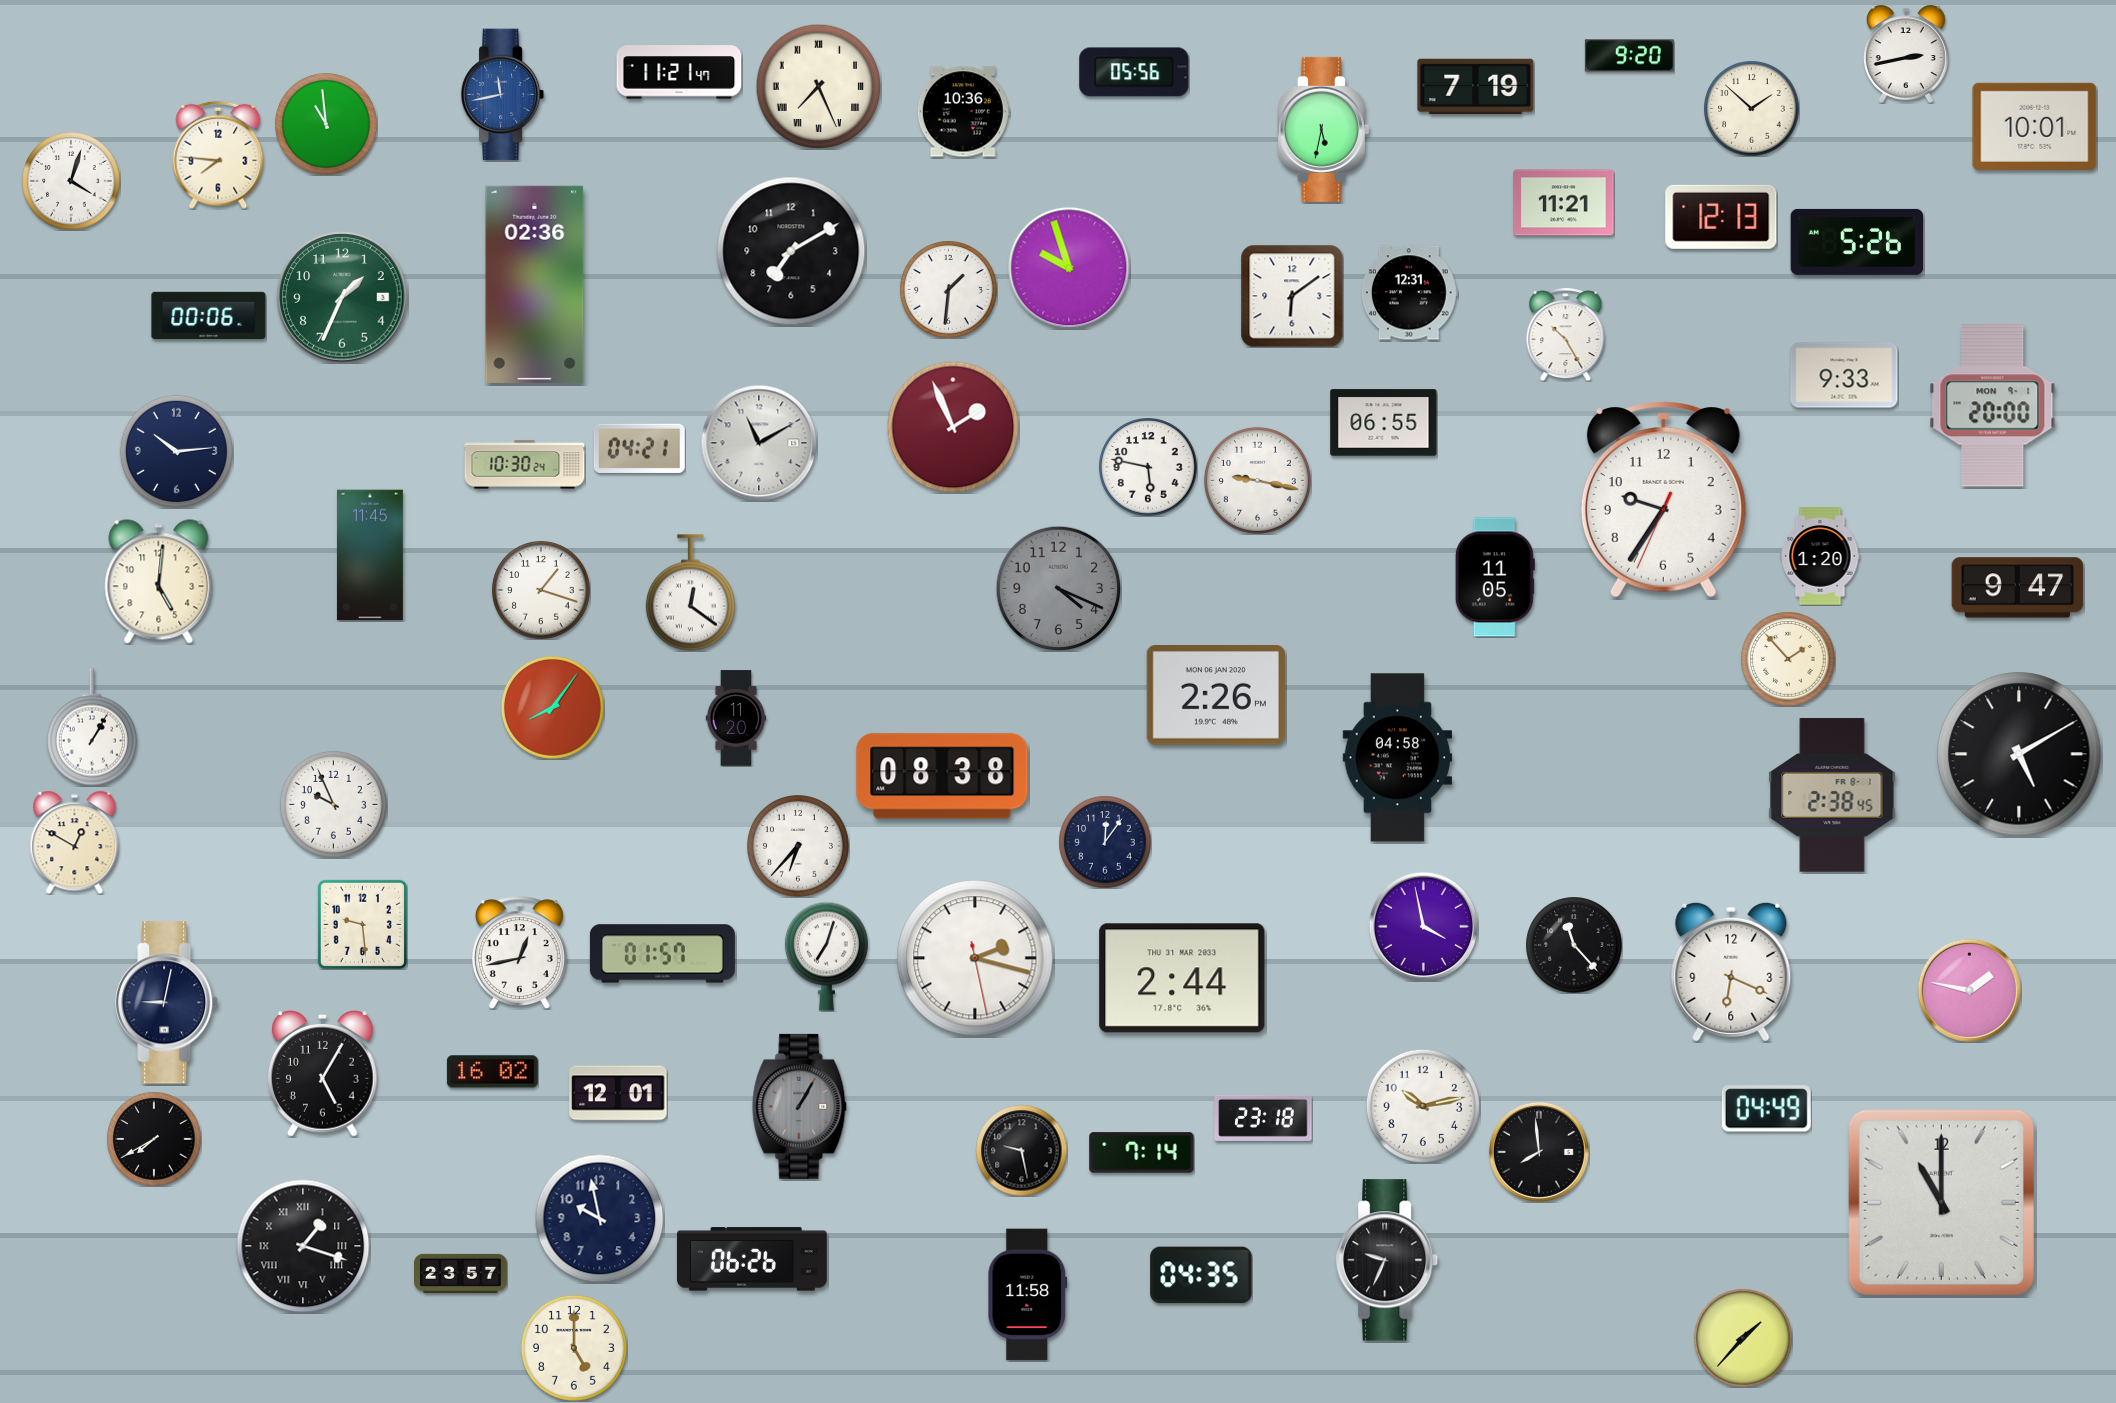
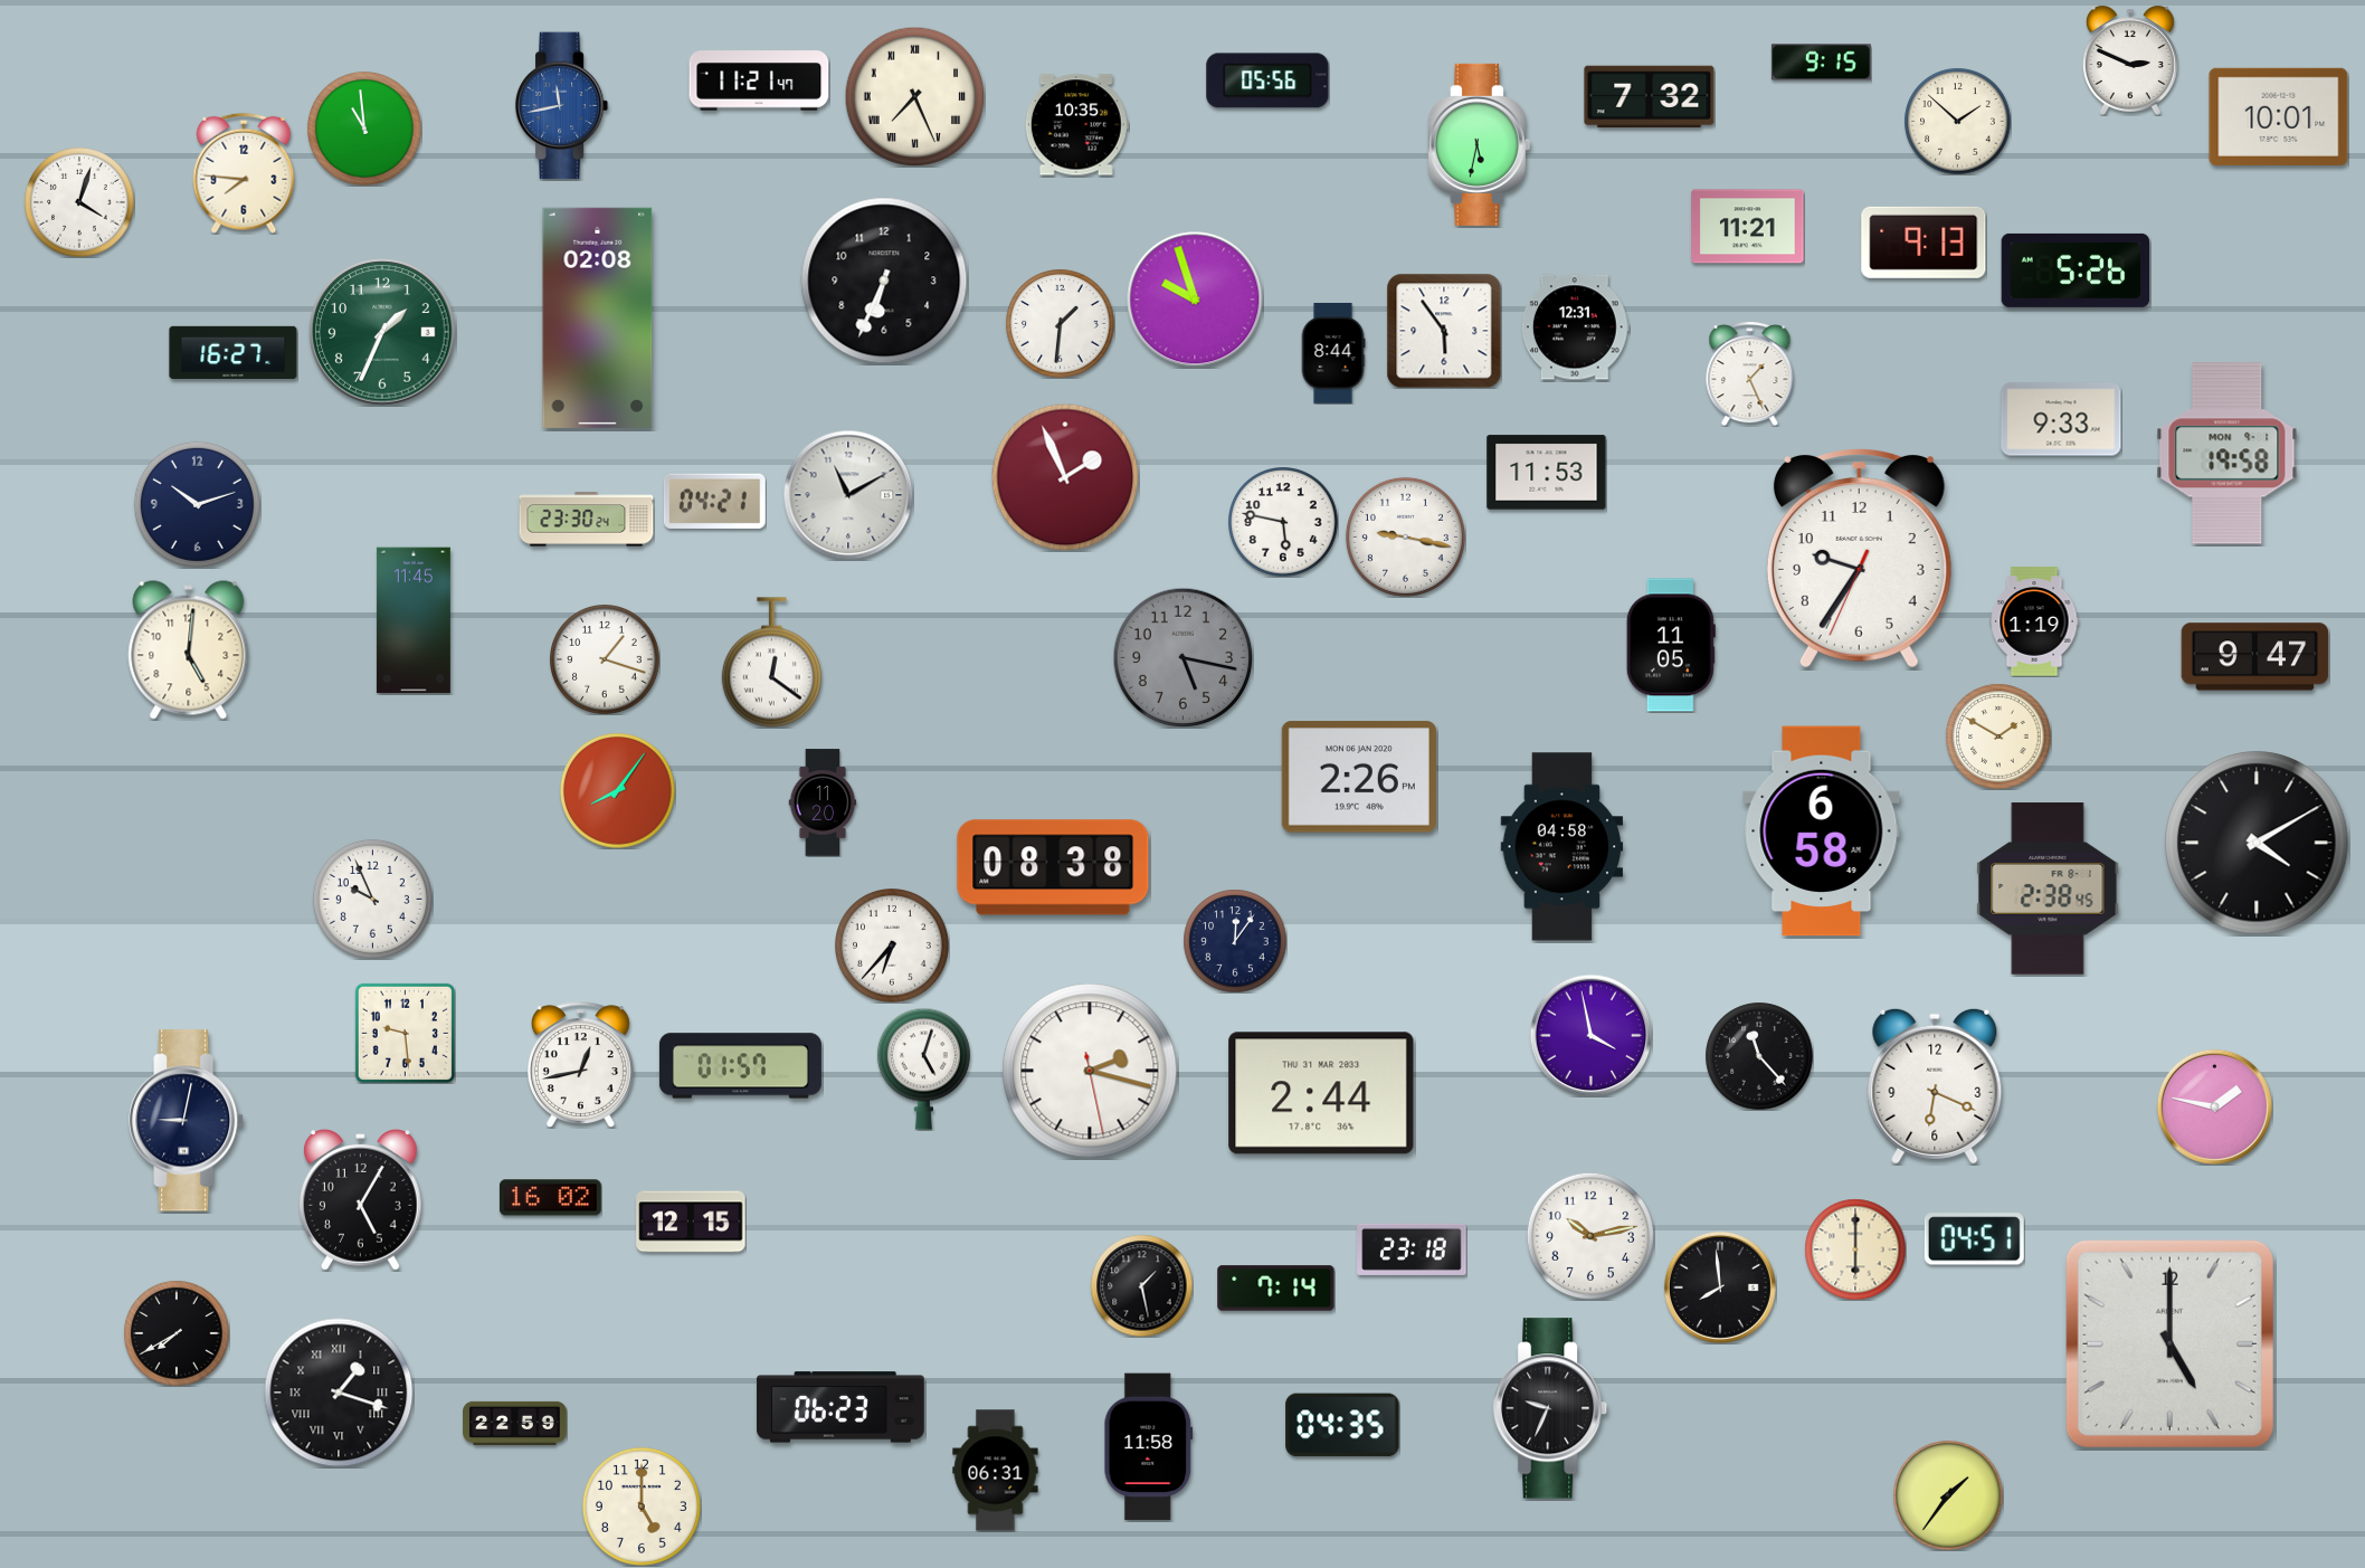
clock at (1906, 54): 2:43 -> 2:49
clock at (1629, 56): 9:20 -> 9:15
clock at (1476, 87): 7:19 -> 7:32
clock at (963, 112): 10:36 -> 10:35
clock at (327, 125) position: (327, 125) -> (365, 130)
clock at (2035, 126) position: (2035, 126) -> (2279, 116)
clock at (1721, 217): 12:13 -> 9:13
clock at (791, 251): 7:10 -> 6:34
clock at (535, 284): 02:36 -> 02:08
clock at (1292, 296): 6:09 -> 5:54
clock at (209, 315): 00:06 -> 16:27
clock at (1333, 353): none -> 8:44
clock at (1566, 335): 10:25 -> 1:26
clock at (1993, 406): 20:00 -> 19:58
clock at (1384, 423): 06:55 -> 11:53
clock at (176, 451): 10:14 -> 10:12
clock at (525, 465): 10:30 -> 23:30
clock at (1820, 556): 1:20 -> 1:19
clock at (159, 582) position: (159, 582) -> (189, 650)
clock at (1058, 588): 4:19 -> 5:17
clock at (1788, 659): 1:53 -> 1:50
clock at (92, 727): 1:05 -> none
clock at (1822, 831): none -> 6:58
clock at (2019, 754): 5:10 -> 4:10
clock at (75, 842): 12:50 -> none
clock at (826, 956): 7:03 -> 5:03
clock at (1969, 990) position: (1969, 990) -> (2214, 1106)
clock at (618, 1093): 12:01 -> 12:15
clock at (800, 1106): 1:05 -> none
clock at (1766, 1109): 04:49 -> 04:51
clock at (1855, 1249): none -> 6:00
clock at (154, 1139) position: (154, 1139) -> (177, 1333)
clock at (1021, 1150): 9:28 -> 1:28
clock at (1941, 1202): 11:00 -> 5:00
clock at (599, 1218): 9:58 -> none
clock at (752, 1259): 06:26 -> 06:23
clock at (461, 1273): 23:57 -> 22:59
clock at (996, 1471): none -> 06:31
clock at (1743, 1338): 1:37 -> 1:36
